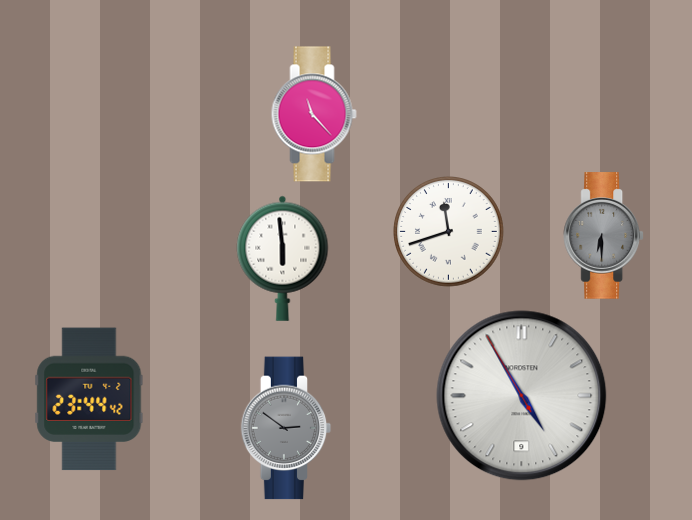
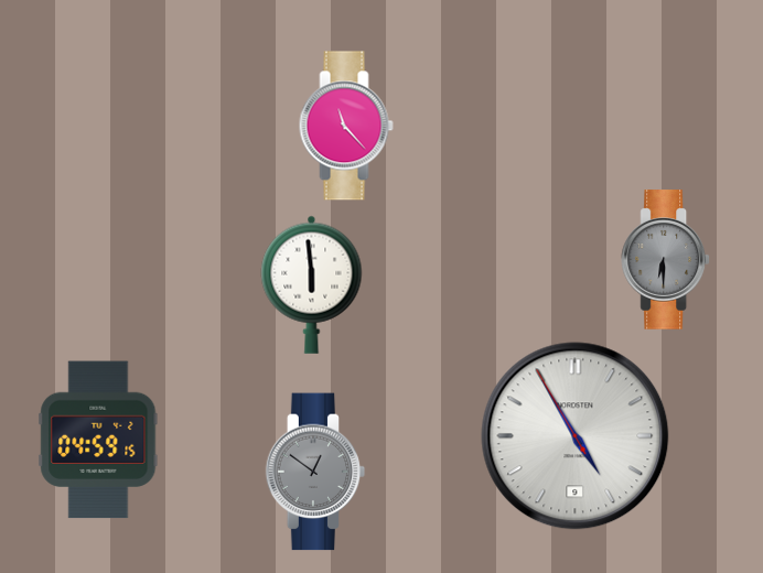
clock at (449, 232): 11:42 -> none
clock at (89, 399): 23:44 -> 04:59
clock at (286, 428): 2:51 -> 12:51
